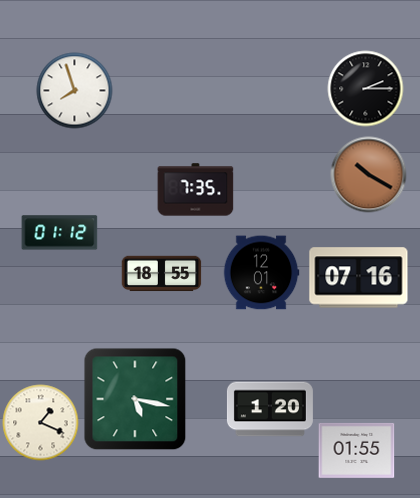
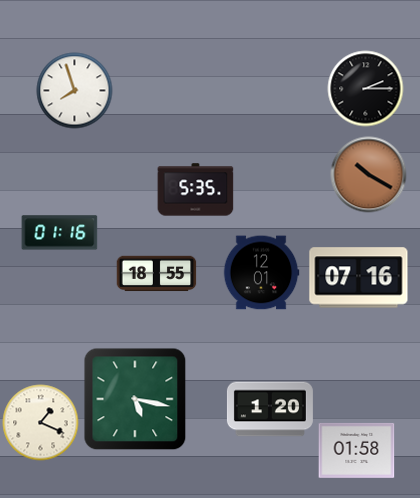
clock at (196, 190): 7:35 -> 5:35
clock at (60, 233): 01:12 -> 01:16
clock at (162, 274) position: (162, 274) -> (157, 274)
clock at (357, 450): 01:55 -> 01:58
